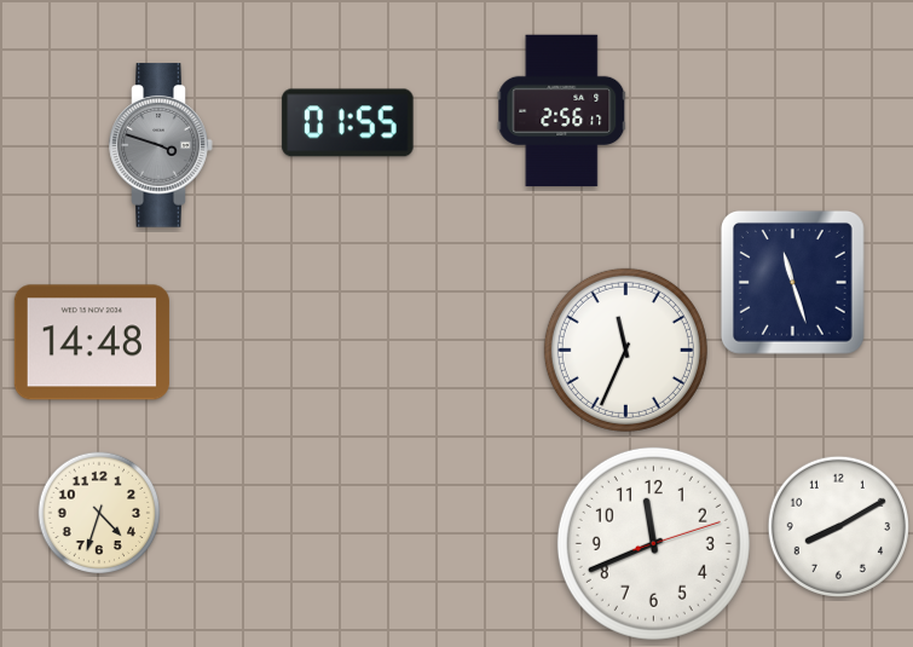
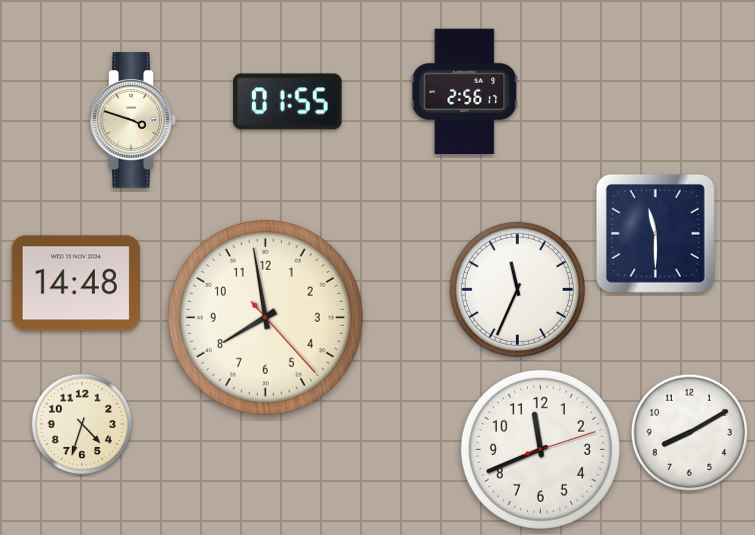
clock at (161, 145) dial: grey -> cream
clock at (792, 282): 11:27 -> 11:30
clock at (265, 317): none -> 7:58
clock at (838, 526) position: (838, 526) -> (689, 432)
